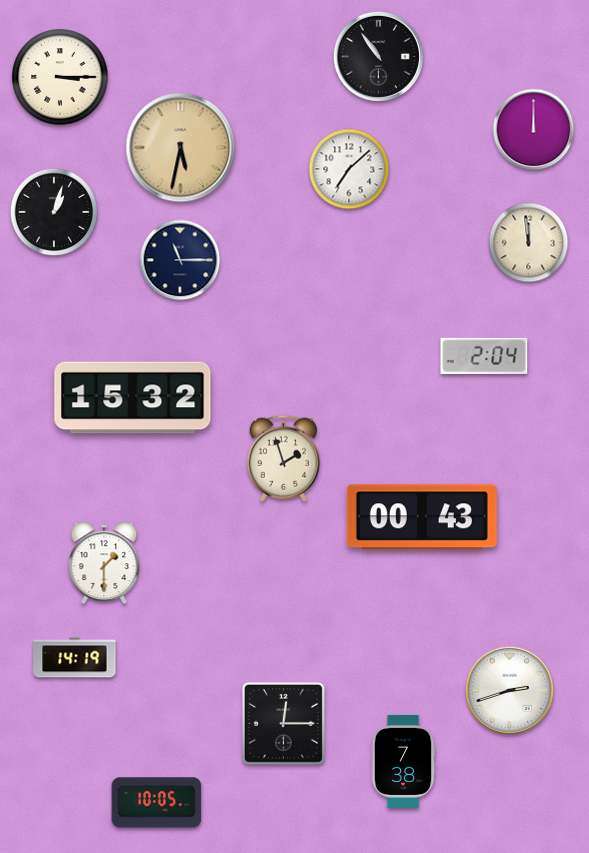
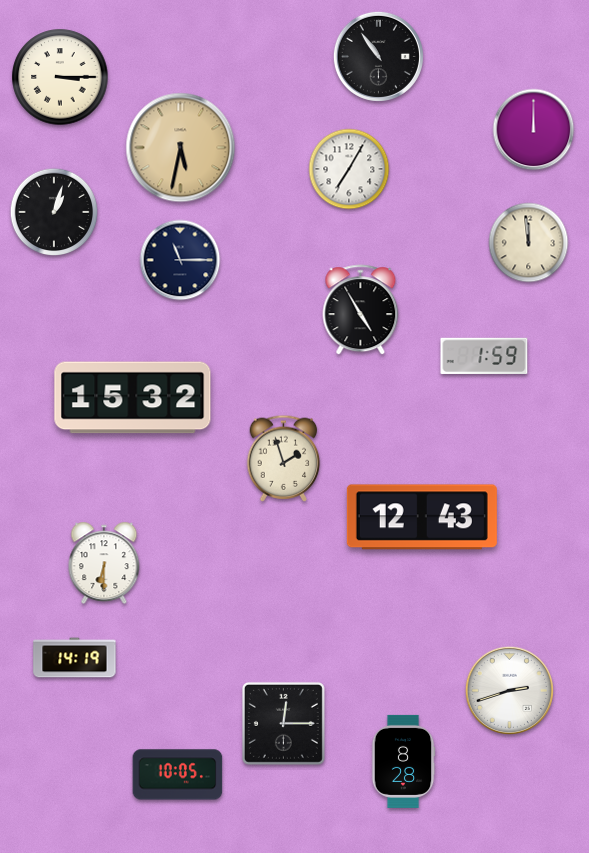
clock at (349, 169): 7:08 -> 7:05
clock at (361, 310): none -> 4:55
clock at (484, 356): 2:04 -> 1:59
clock at (422, 517): 00:43 -> 12:43
clock at (104, 563): 1:30 -> 6:30
clock at (403, 761): 7:38 -> 8:28
clock at (157, 803) position: (157, 803) -> (178, 775)
